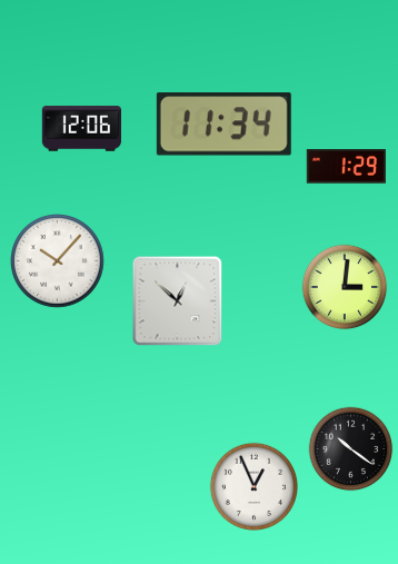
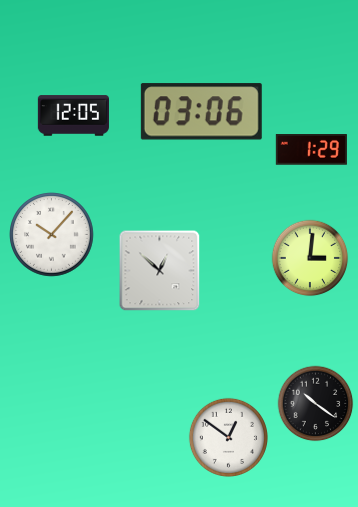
clock at (223, 125): 11:34 -> 03:06
clock at (81, 129): 12:06 -> 12:05
clock at (253, 486): 12:56 -> 12:51
